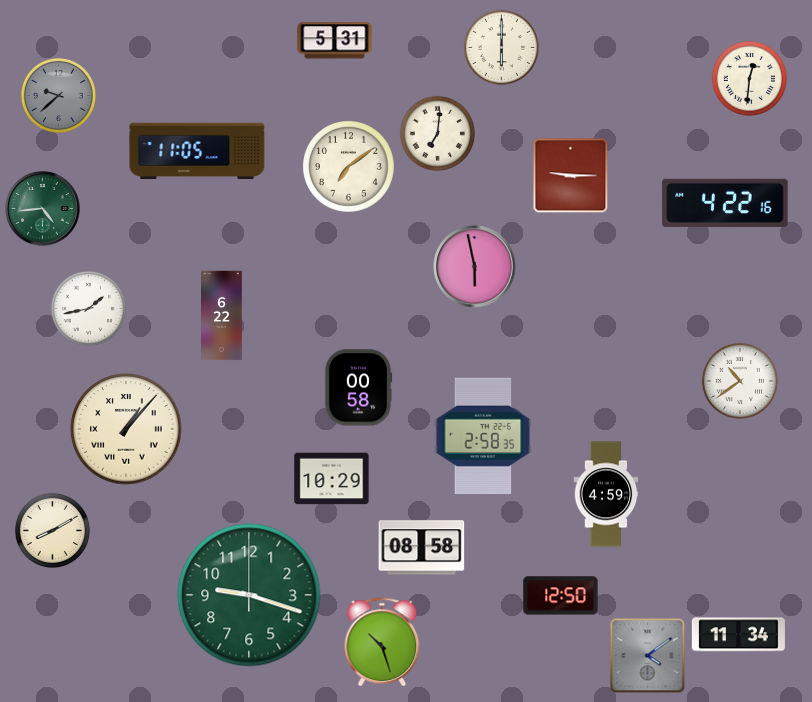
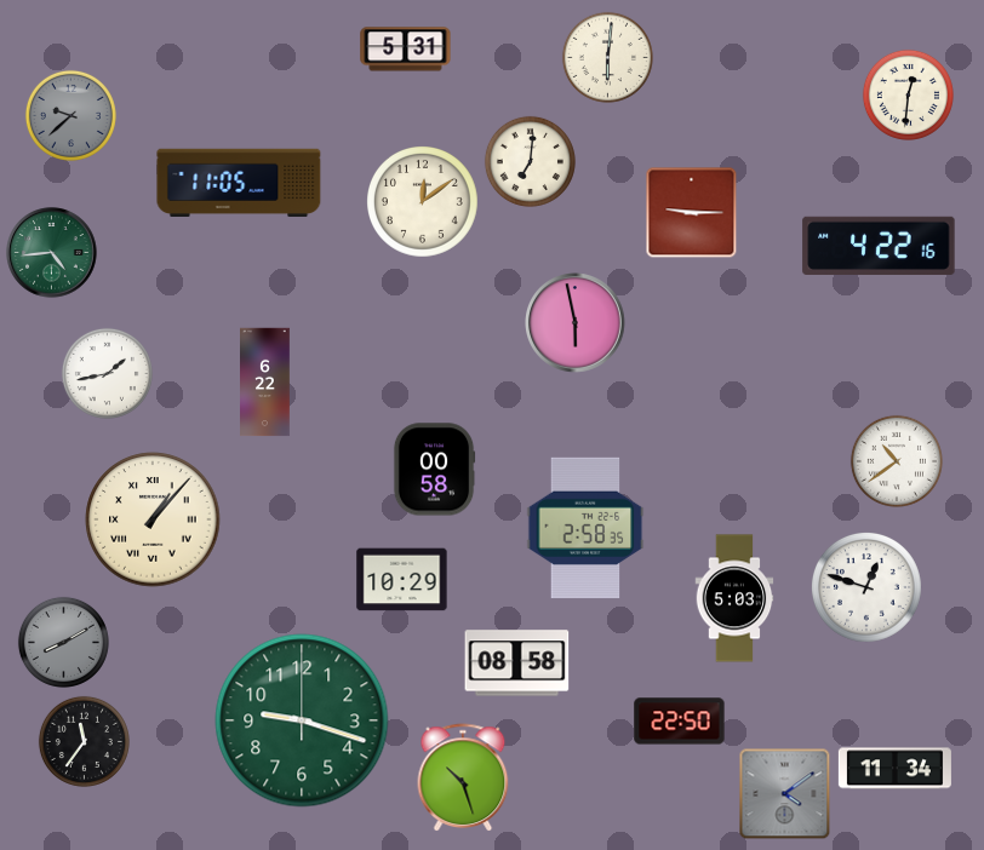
clock at (501, 47): 6:00 -> 6:01
clock at (349, 167): 7:09 -> 12:09
clock at (222, 316) position: (222, 316) -> (265, 383)
clock at (868, 588): none -> 12:48
clock at (606, 494): 4:59 -> 5:03
clock at (52, 530) dial: cream -> grey
clock at (422, 548) position: (422, 548) -> (517, 664)
clock at (561, 596): 12:50 -> 22:50
clock at (84, 741): none -> 11:36
